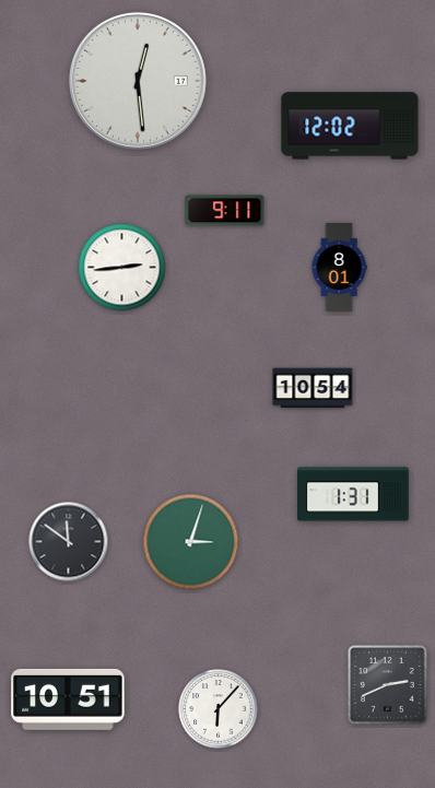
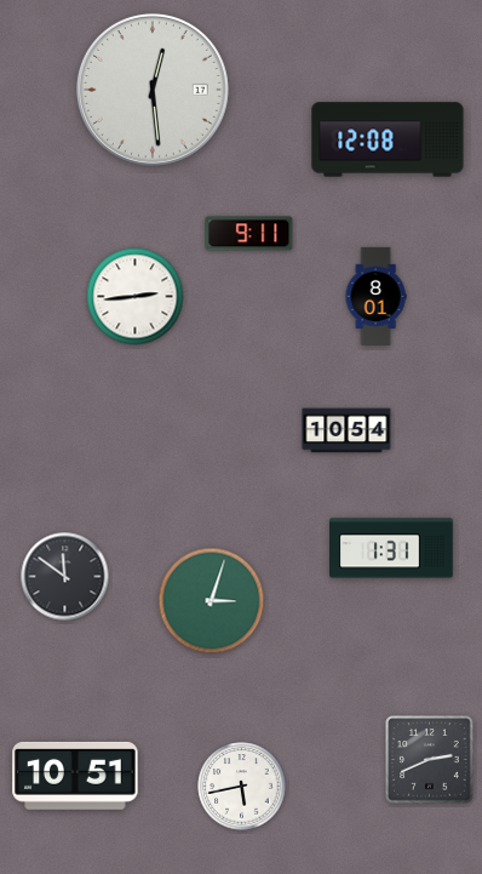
clock at (350, 126): 12:02 -> 12:08
clock at (69, 542) position: (69, 542) -> (65, 577)
clock at (219, 709): 6:07 -> 5:43
